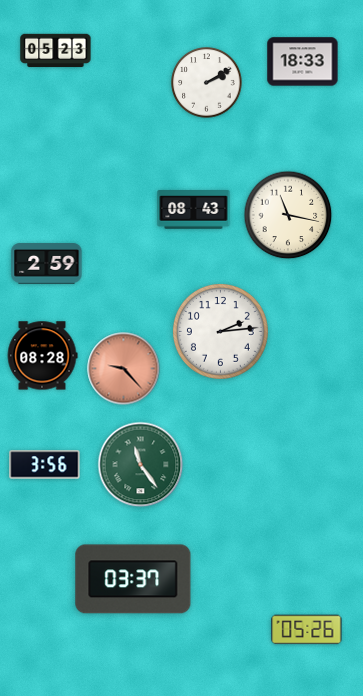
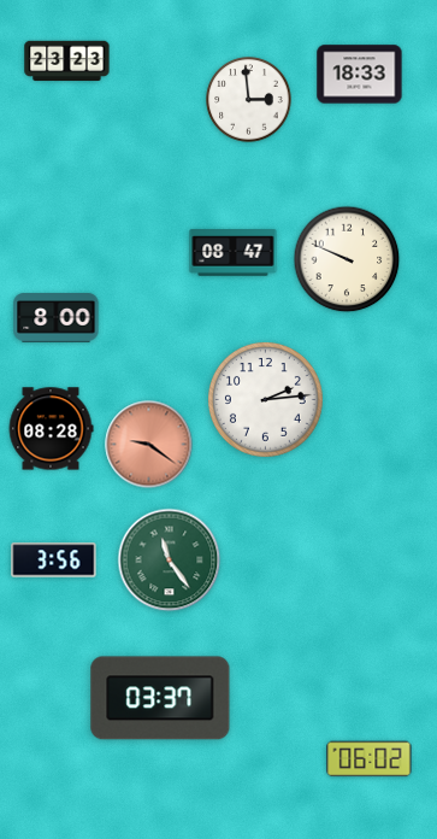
clock at (56, 51): 05:23 -> 23:23
clock at (303, 62) position: (303, 62) -> (360, 75)
clock at (207, 83): 2:10 -> 2:59
clock at (194, 210): 08:43 -> 08:47
clock at (288, 215): 11:17 -> 9:49
clock at (47, 264): 2:59 -> 8:00
clock at (124, 369): 9:23 -> 9:21
clock at (307, 630): 05:26 -> 06:02
